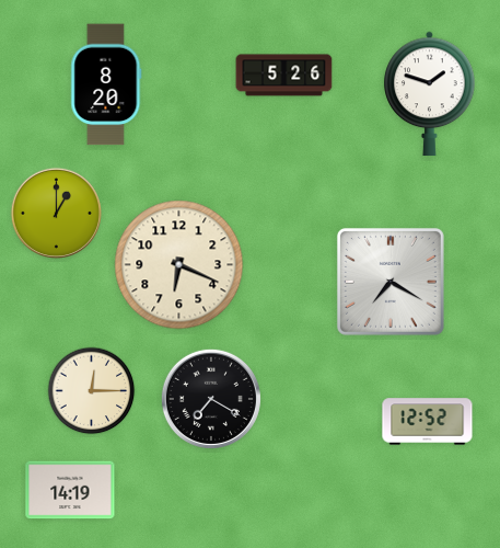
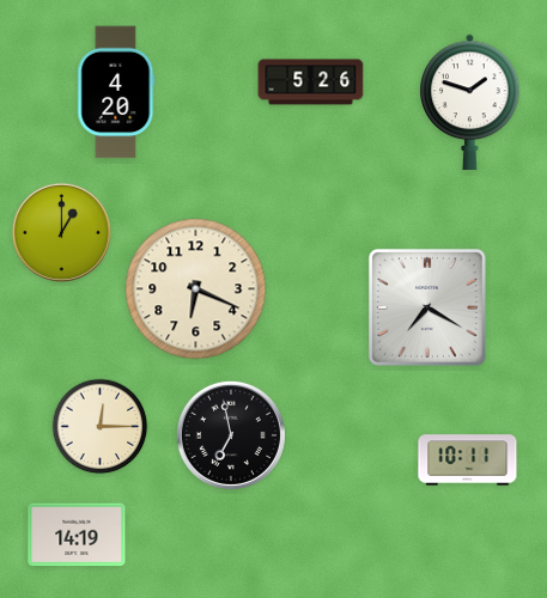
clock at (106, 84): 8:20 -> 4:20
clock at (211, 399): 7:20 -> 6:58
clock at (428, 422): 12:52 -> 10:11
